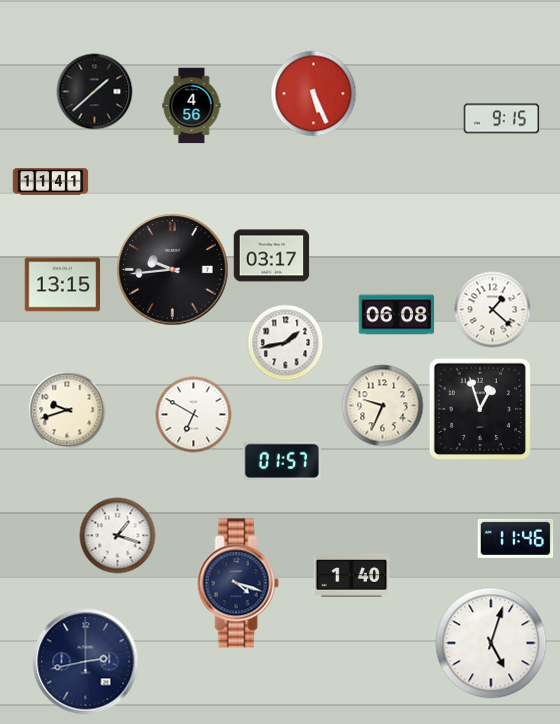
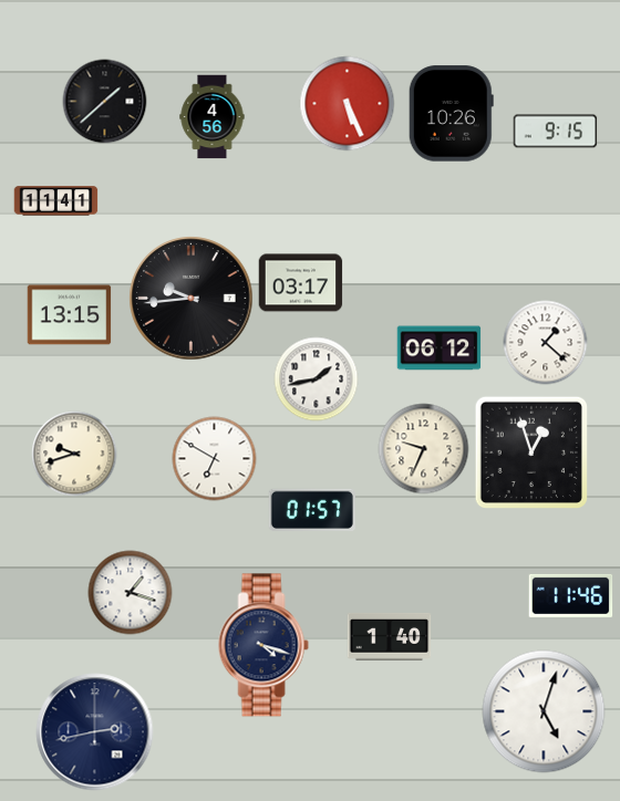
clock at (451, 114): none -> 10:26
clock at (397, 315): 06:08 -> 06:12
